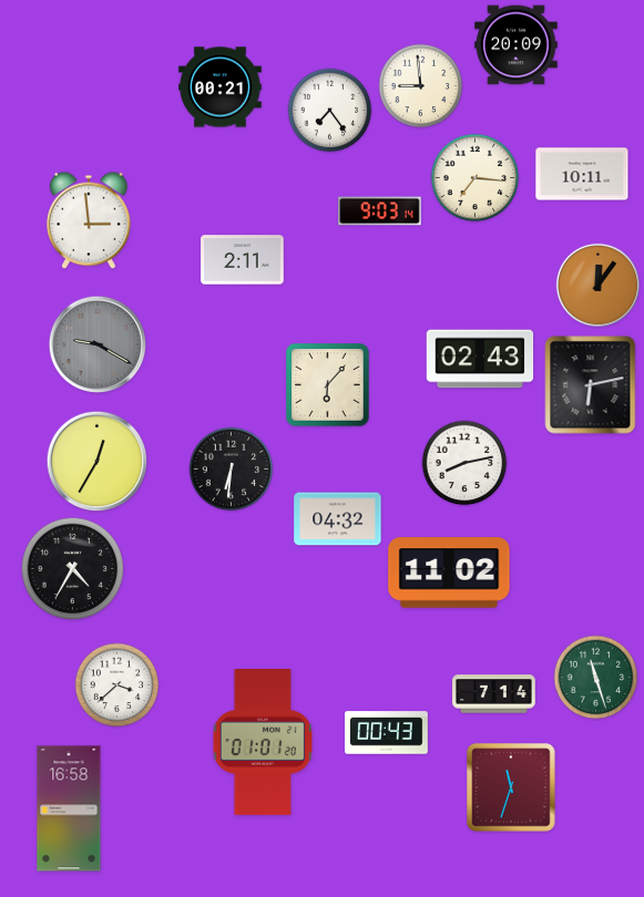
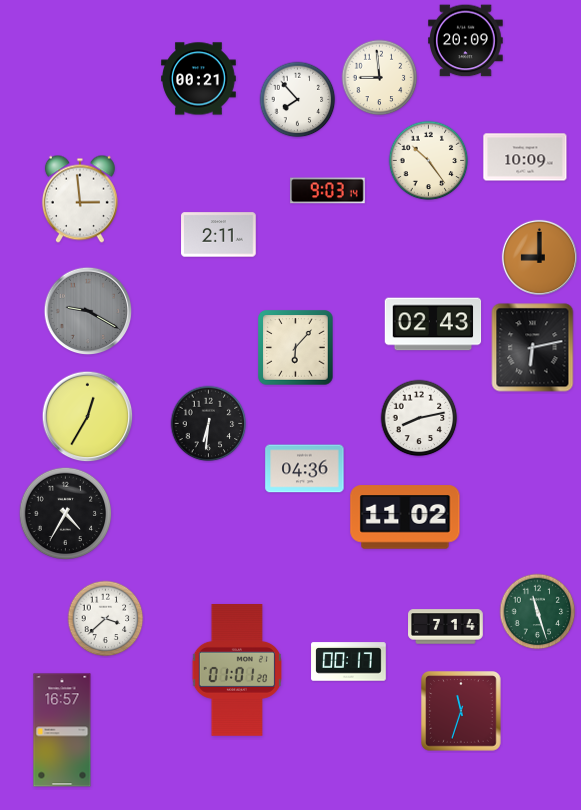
clock at (330, 111): 7:24 -> 7:53
clock at (582, 174): 10:11 -> 10:09
clock at (476, 178): 7:16 -> 10:24
clock at (380, 212) position: (380, 212) -> (328, 191)
clock at (597, 285): 12:06 -> 9:00
clock at (338, 519): 04:32 -> 04:36
clock at (387, 733): 00:43 -> 00:17
clock at (69, 808): 16:58 -> 16:57
